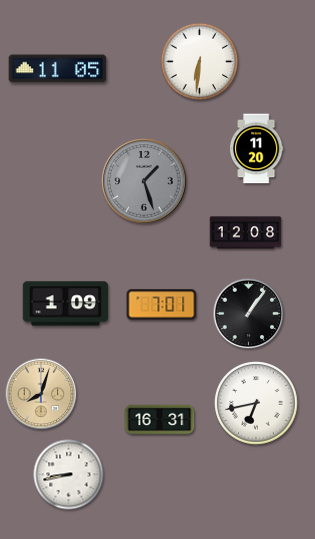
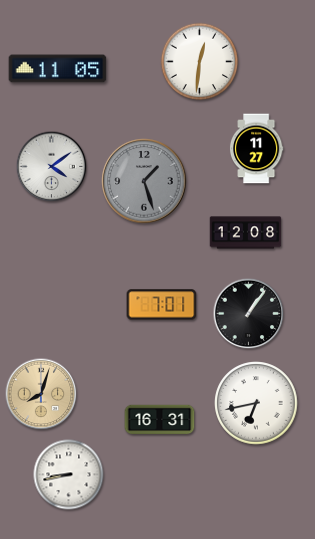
clock at (200, 62): 6:31 -> 12:31
clock at (256, 149): 11:20 -> 11:27
clock at (52, 167): none -> 4:09
clock at (66, 304): 1:09 -> none
